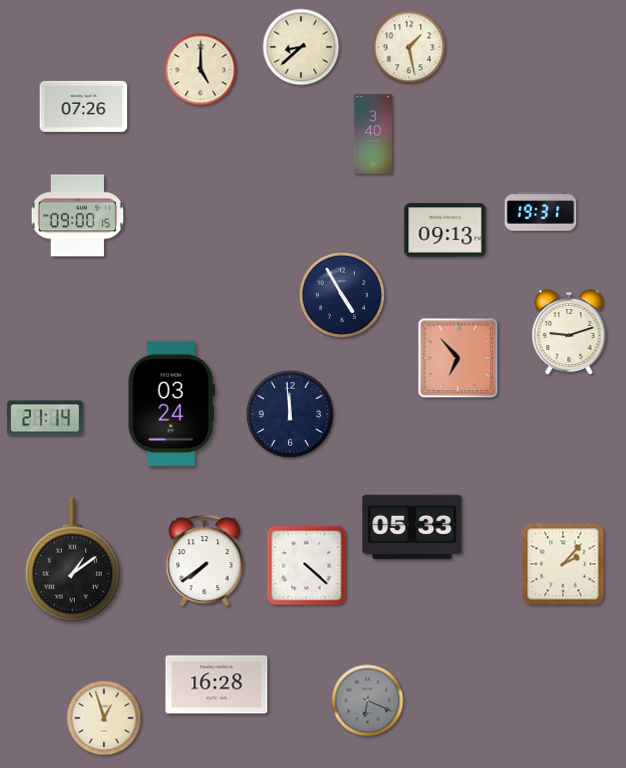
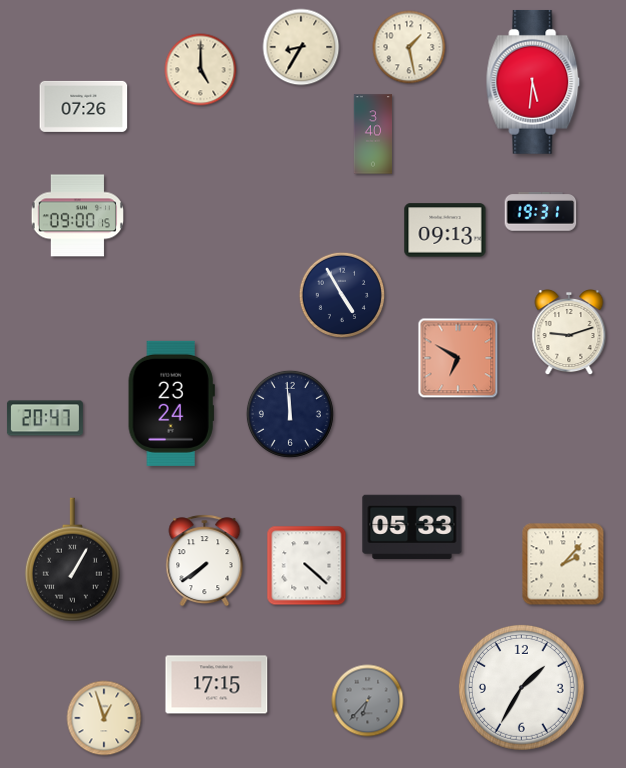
clock at (301, 47): 8:38 -> 8:35
clock at (533, 82): none -> 5:31
clock at (458, 358): 6:53 -> 6:50
clock at (171, 403): 03:24 -> 23:24
clock at (45, 418): 21:14 -> 20:47
clock at (72, 560): 1:09 -> 1:05
clock at (217, 685): 16:28 -> 17:15
clock at (521, 687): none -> 1:35
clock at (368, 701): 6:19 -> 6:37
